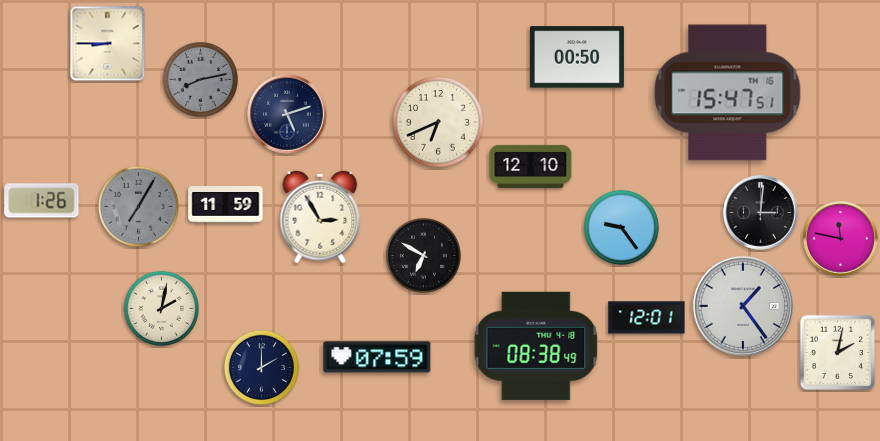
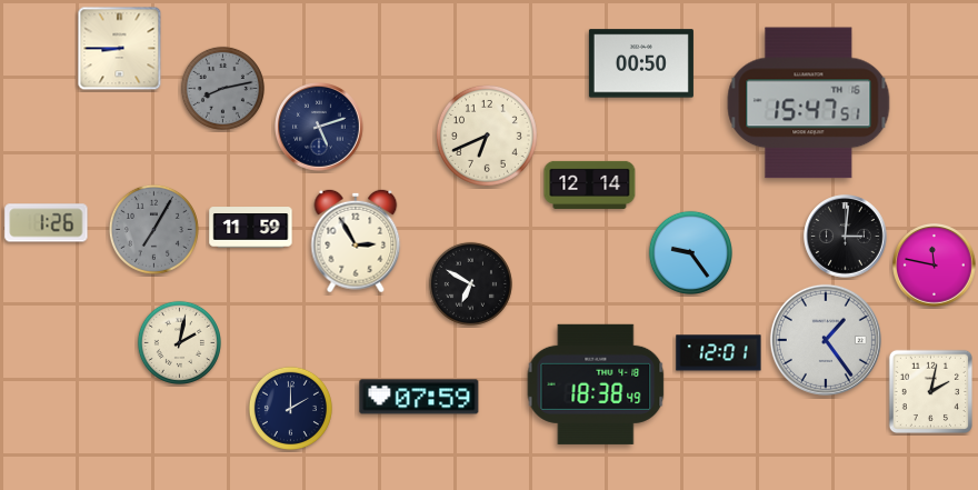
clock at (531, 166): 12:10 -> 12:14
clock at (536, 346): 08:38 -> 18:38
